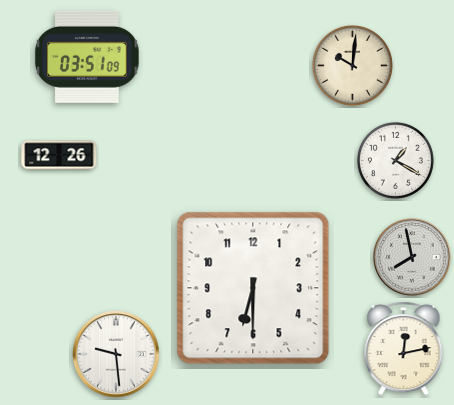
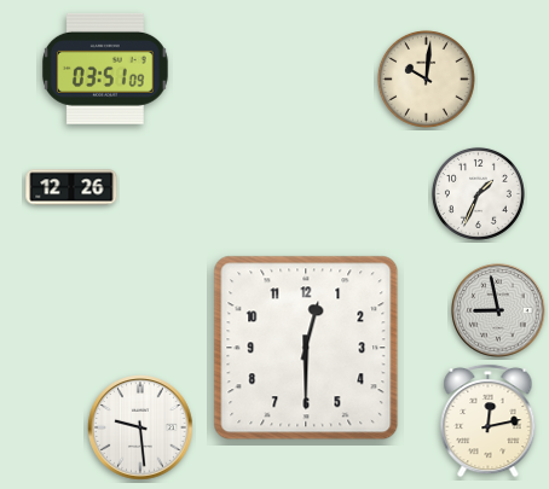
clock at (395, 160): 1:20 -> 1:34
clock at (412, 257): 7:58 -> 8:58
clock at (253, 288): 6:30 -> 12:30
